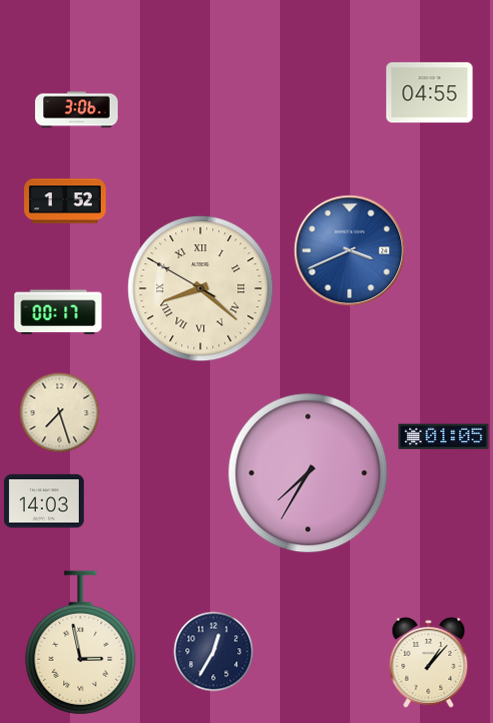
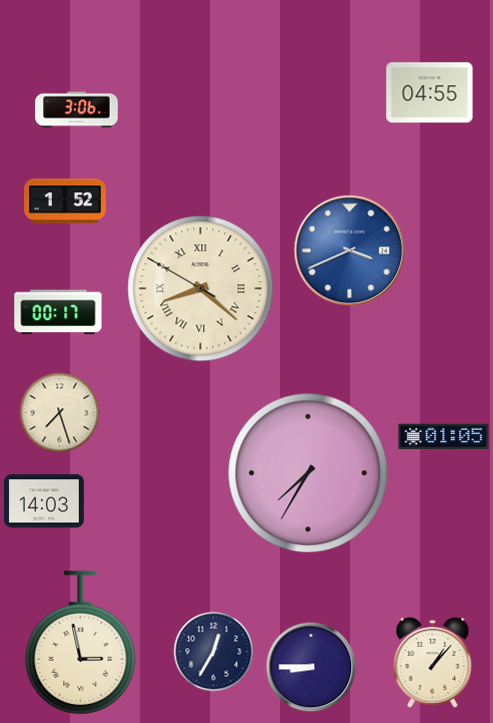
clock at (429, 662) position: (429, 662) -> (433, 662)
clock at (311, 667): none -> 8:45
